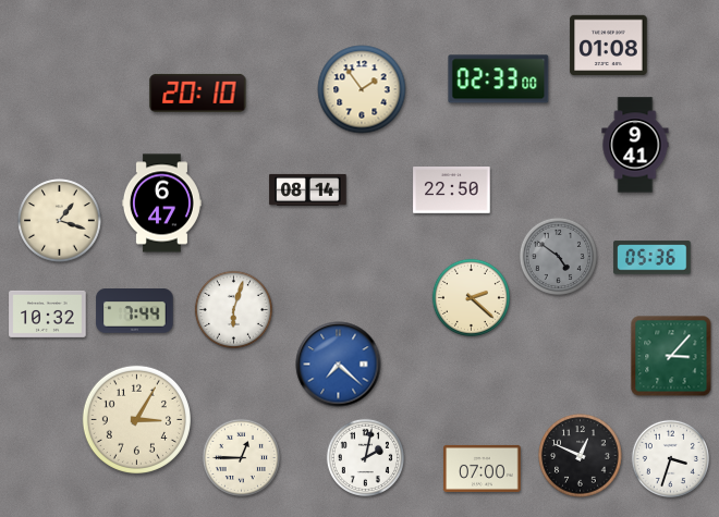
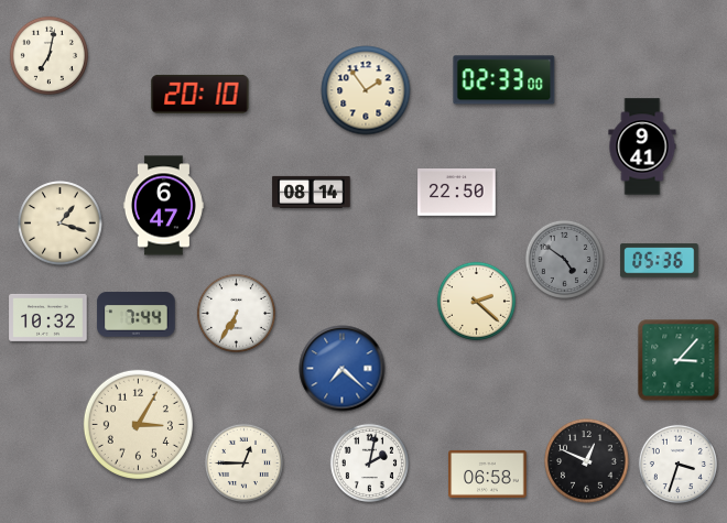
clock at (609, 46): 01:08 -> none
clock at (48, 55): none -> 7:02
clock at (233, 309): 6:03 -> 6:35
clock at (483, 468): 07:00 -> 06:58
